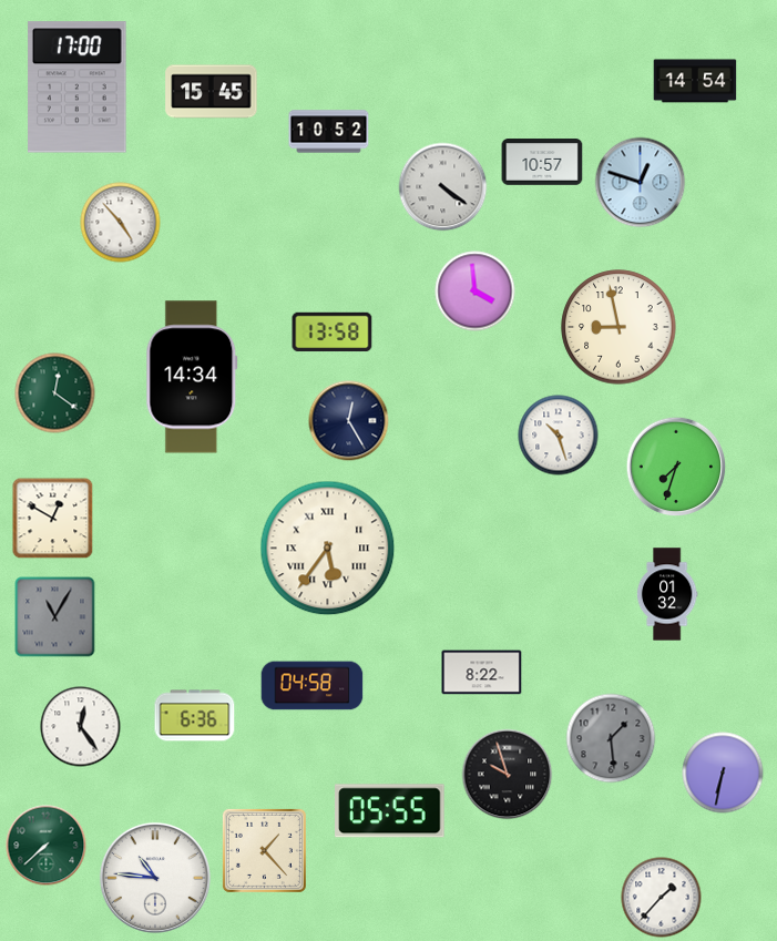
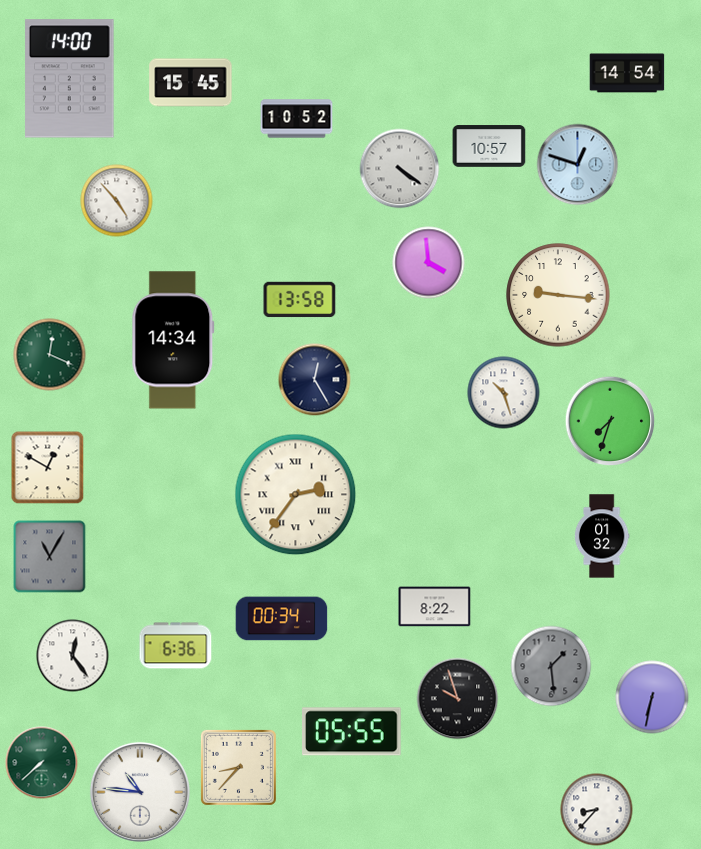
clock at (78, 88): 17:00 -> 14:00
clock at (121, 223) position: (121, 223) -> (117, 201)
clock at (618, 327): 8:58 -> 9:16
clock at (55, 393): 12:21 -> 12:19
clock at (328, 549): 5:36 -> 2:36
clock at (313, 686): 04:58 -> 00:34
clock at (264, 850): 1:23 -> 8:37
clock at (662, 898): 1:37 -> 8:37
